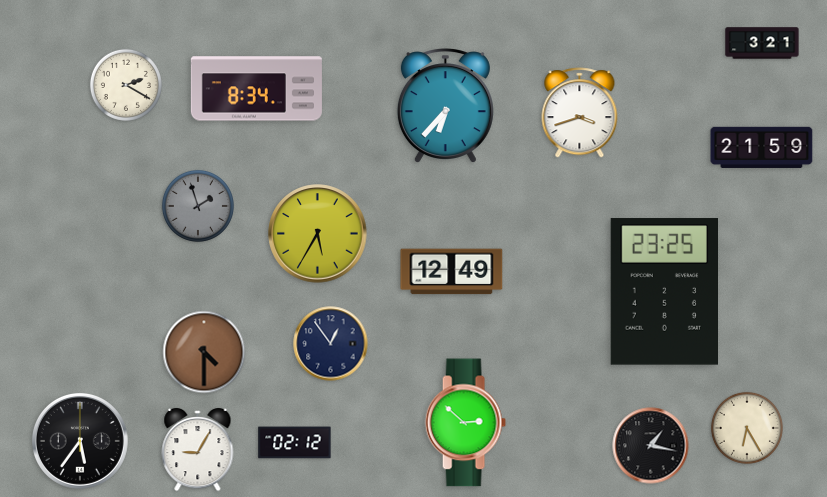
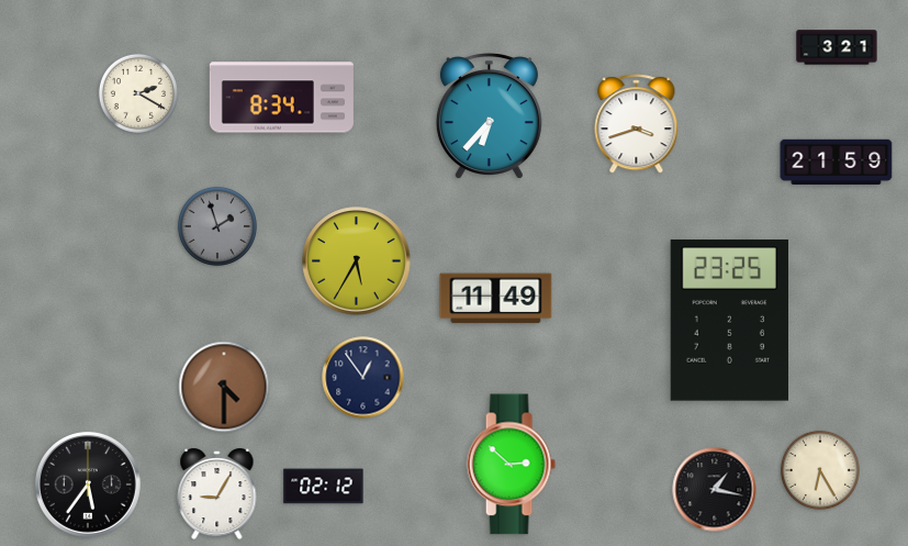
clock at (318, 234) position: (318, 234) -> (357, 261)
clock at (452, 272): 12:49 -> 11:49
